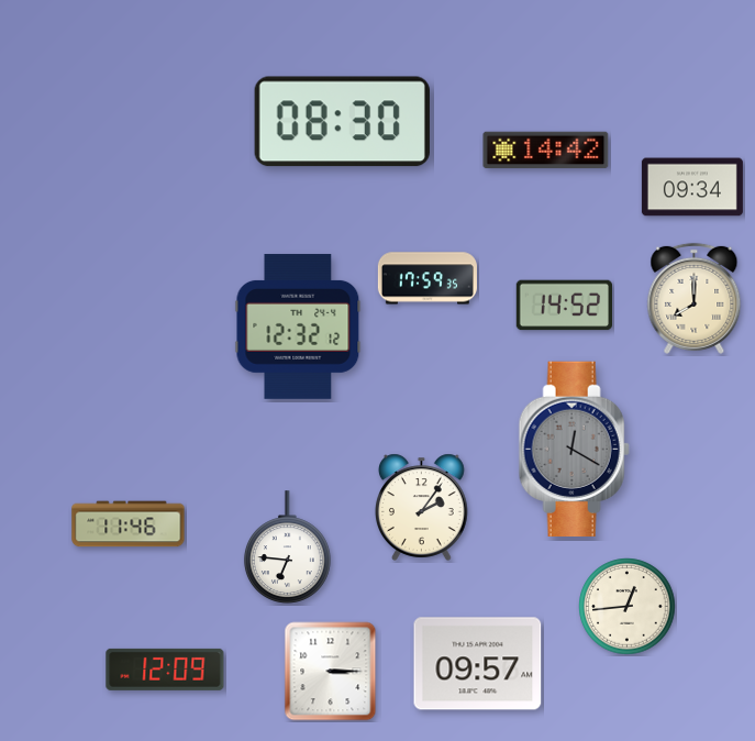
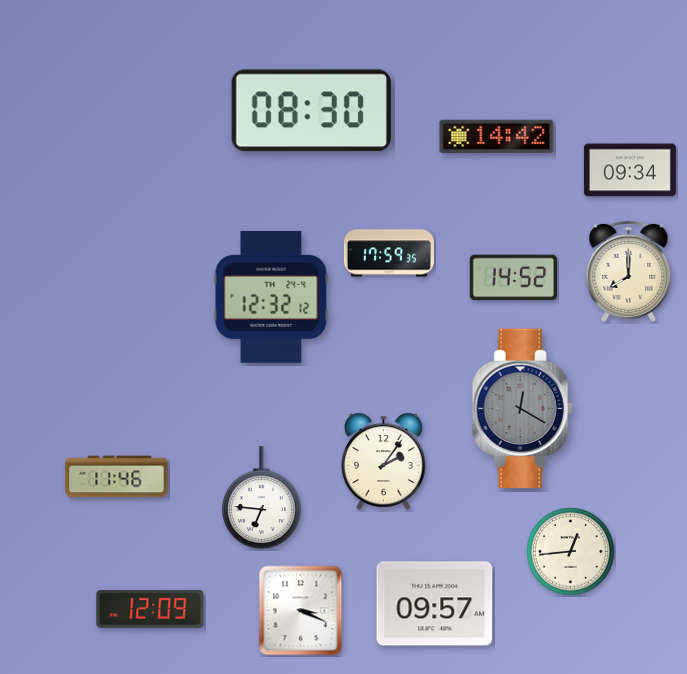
clock at (695, 298) position: (695, 298) -> (629, 271)
clock at (331, 672): 3:15 -> 3:19
